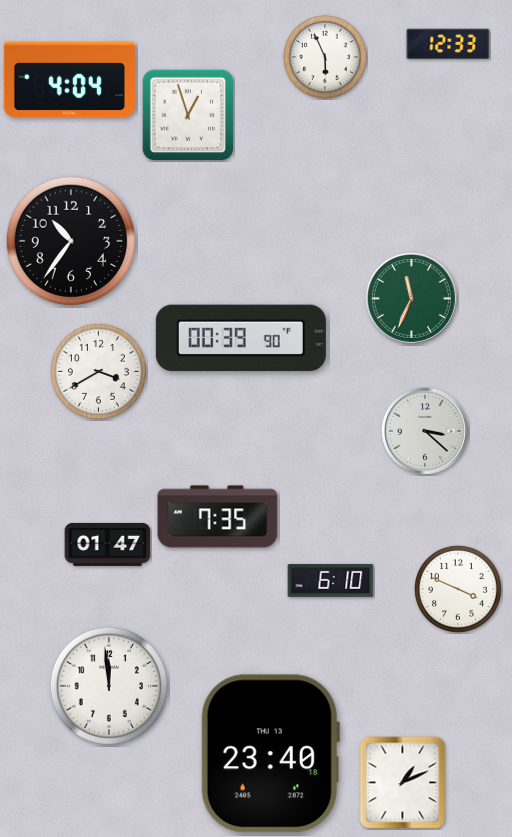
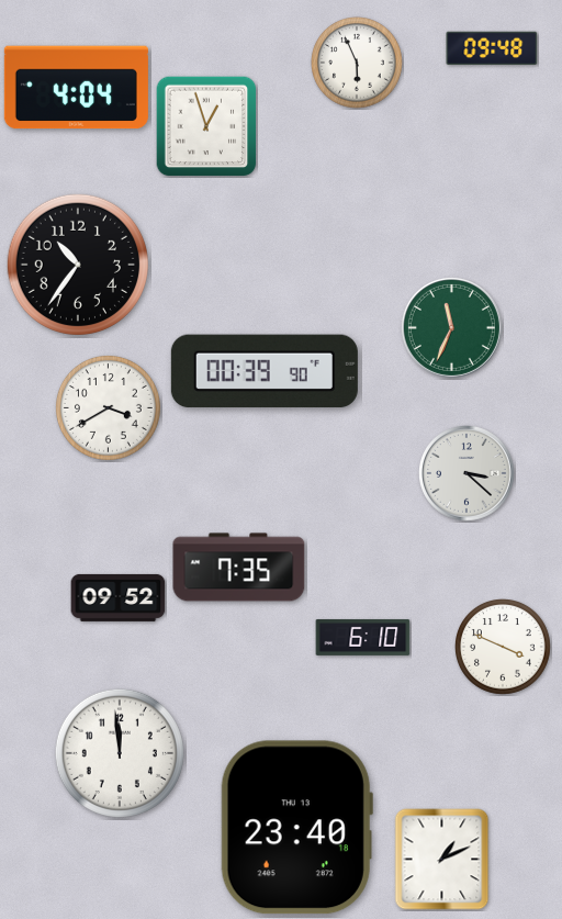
clock at (448, 44): 12:33 -> 09:48
clock at (108, 544): 01:47 -> 09:52
